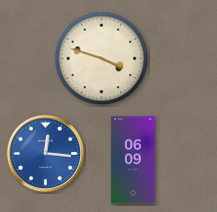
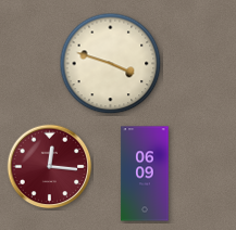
clock at (46, 154) dial: blue -> burgundy
